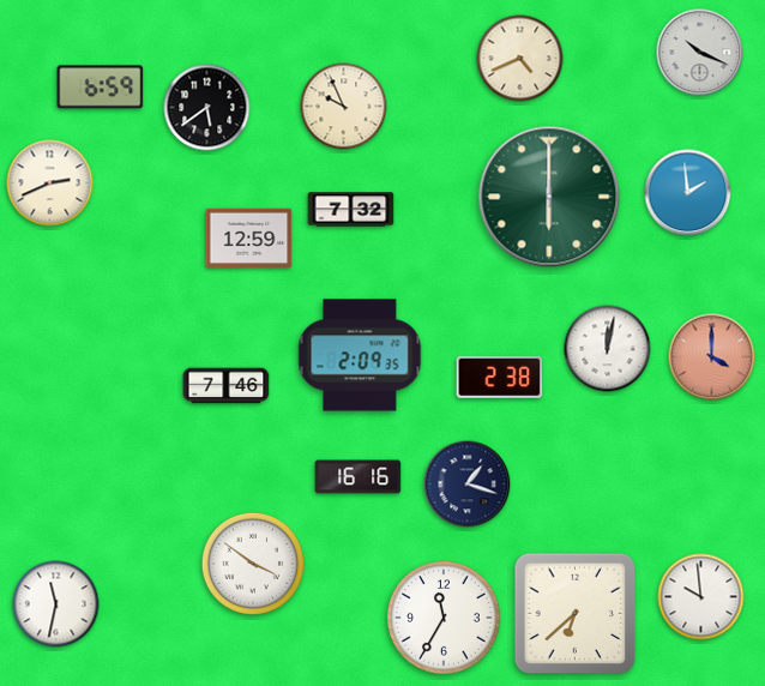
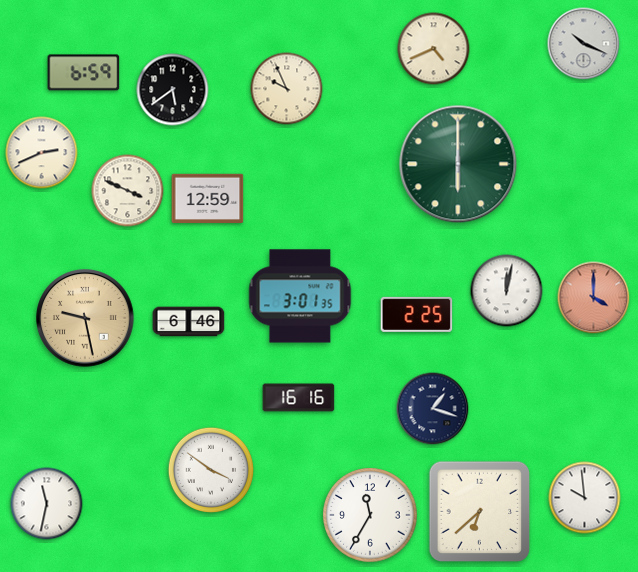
clock at (688, 193): 1:59 -> none
clock at (351, 210): 7:32 -> none
clock at (128, 191): none -> 3:49
clock at (360, 355): 2:09 -> 3:01
clock at (500, 377): 2:38 -> 2:25
clock at (85, 318): none -> 9:28
clock at (227, 386): 7:46 -> 6:46
clock at (468, 485) position: (468, 485) -> (433, 409)
